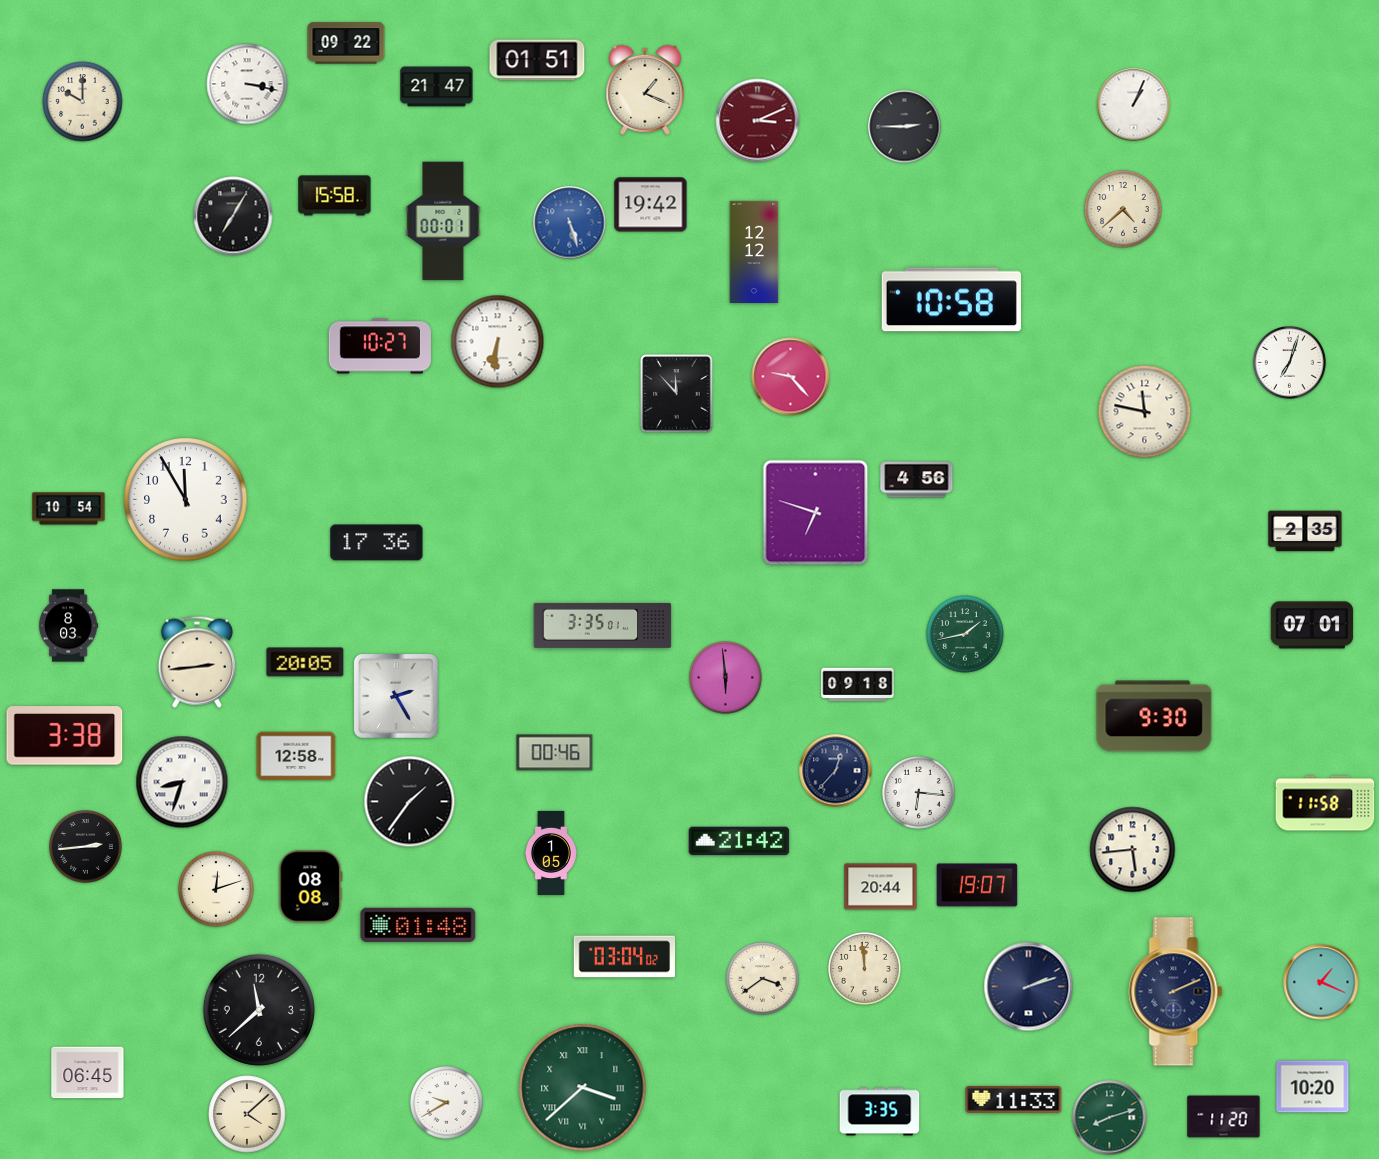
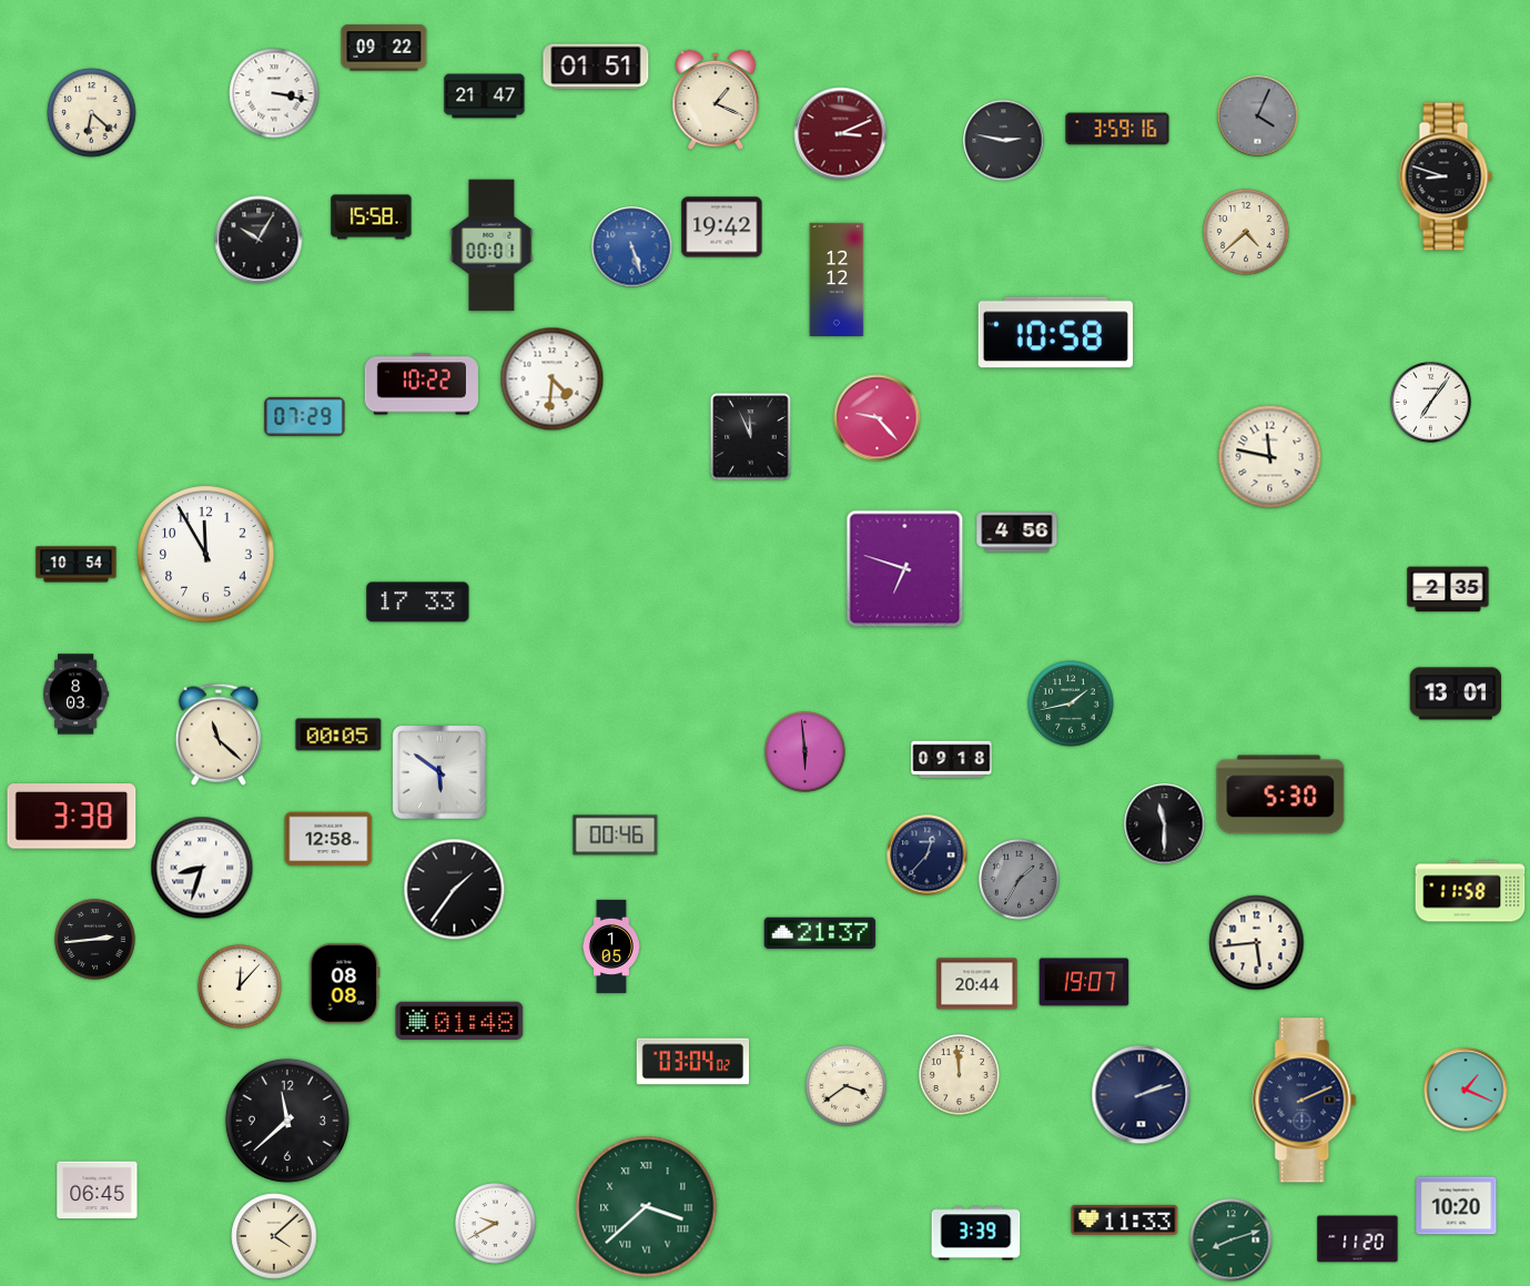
clock at (83, 102): 10:00 -> 6:22
clock at (1134, 105): 1:04 -> 4:04
clock at (1134, 105) dial: white -> grey
clock at (1117, 129): none -> 3:59
clock at (905, 127): 2:45 -> 2:47
clock at (1446, 176): none -> 8:48
clock at (233, 216): 7:05 -> 10:05
clock at (498, 342): 6:31 -> 4:31
clock at (380, 346): 10:27 -> 10:22
clock at (1290, 363): 7:03 -> 7:06
clock at (305, 416): none -> 07:29
clock at (677, 394): 11:53 -> 11:56
clock at (377, 543): 17:36 -> 17:33
clock at (603, 625): 3:35 -> none
clock at (1312, 625): 07:01 -> 13:01
clock at (197, 662): 2:44 -> 11:22
clock at (305, 662): 20:05 -> 00:05
clock at (396, 696): 2:25 -> 5:51
clock at (1154, 716): 9:30 -> 5:30
clock at (1165, 824): none -> 11:30
clock at (919, 793): 6:16 -> 1:35
clock at (919, 793) dial: white -> grey
clock at (739, 841): 21:42 -> 21:37
clock at (216, 889): 12:12 -> 12:07
clock at (418, 925) position: (418, 925) -> (459, 1021)
clock at (880, 1112): 3:35 -> 3:39
